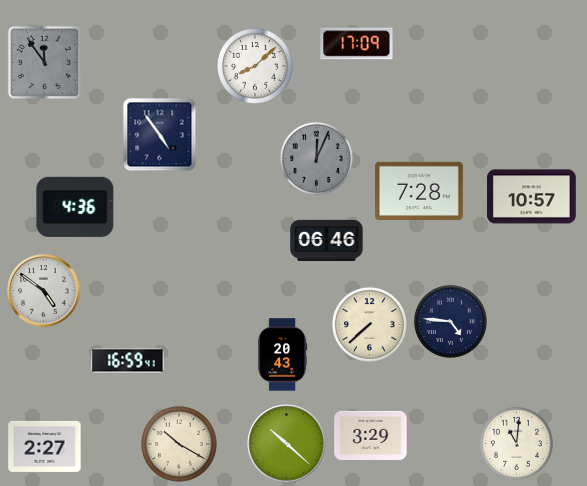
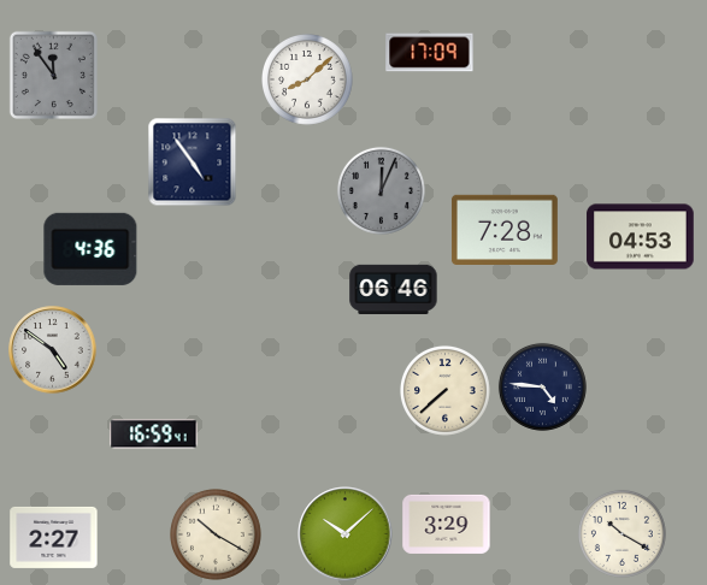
clock at (532, 197): 10:57 -> 04:53
clock at (283, 355): 20:43 -> none
clock at (516, 443): 11:01 -> 10:20
clock at (287, 444): 10:22 -> 10:08
